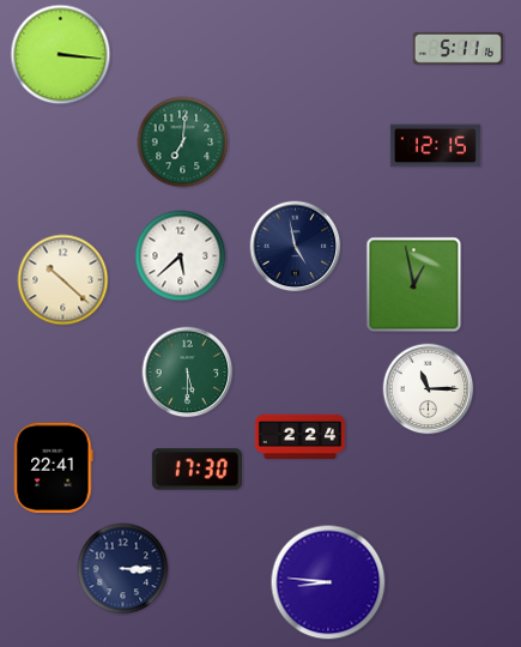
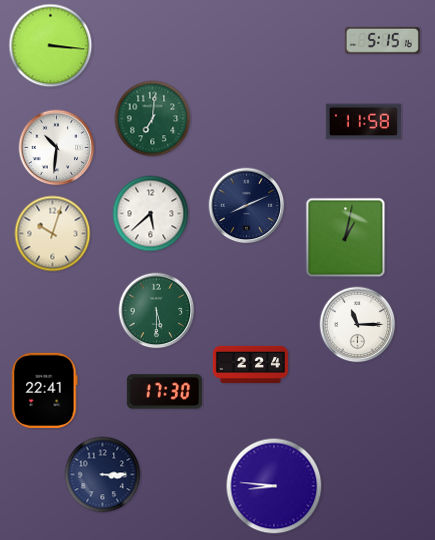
clock at (458, 48): 5:11 -> 5:15
clock at (435, 146): 12:15 -> 11:58
clock at (57, 148): none -> 10:31
clock at (296, 247): 4:58 -> 8:11
clock at (63, 280): 10:22 -> 10:03
clock at (414, 285): 12:58 -> 1:02
